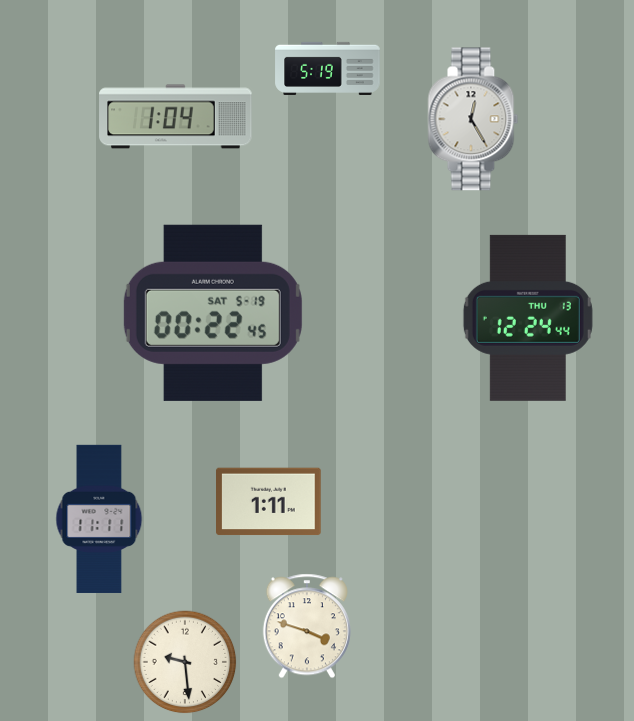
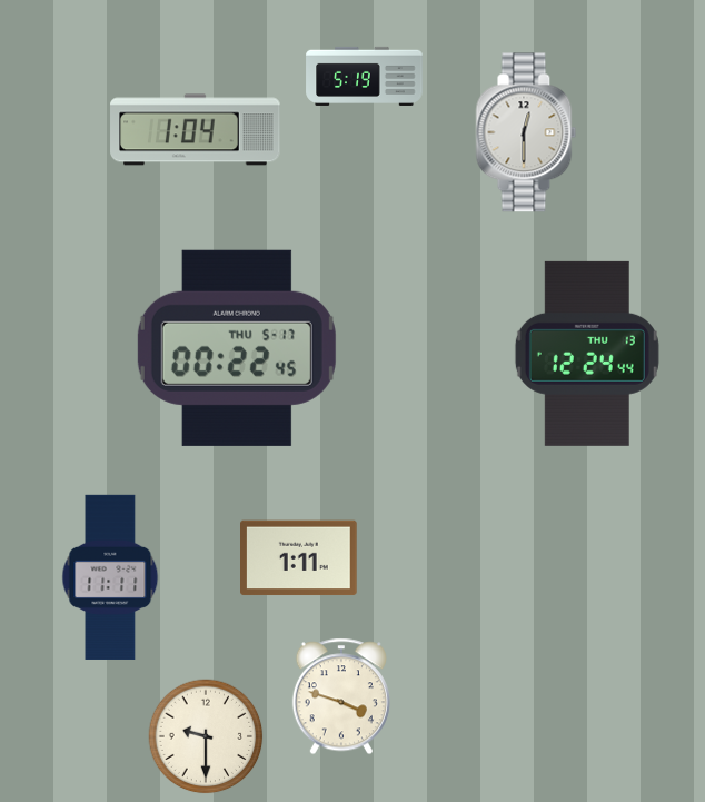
clock at (473, 119): 12:25 -> 12:30
clock at (213, 313) date: SAT 5-19 -> THU 5-17
clock at (185, 662): 9:29 -> 9:30
